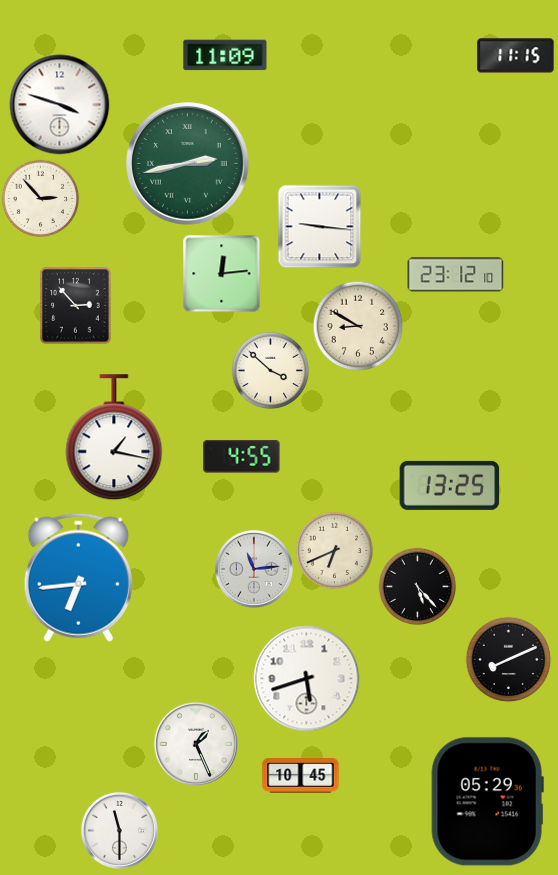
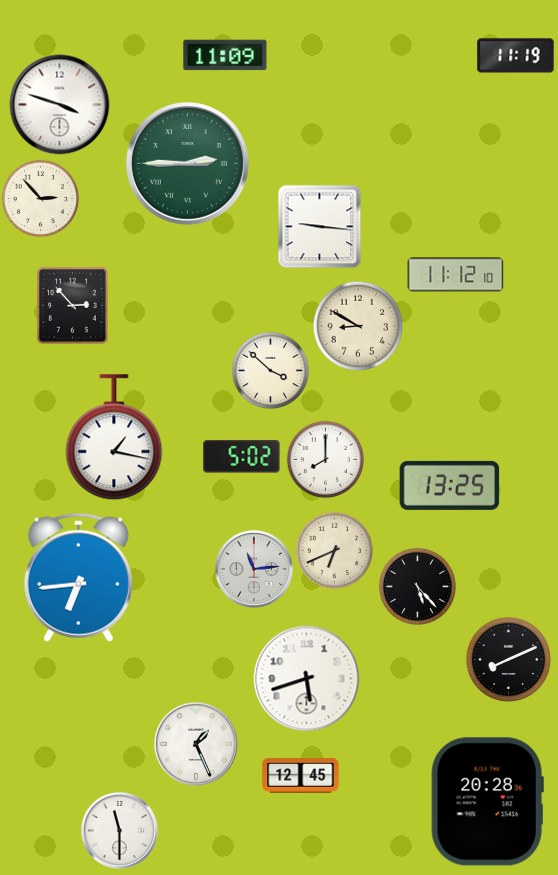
clock at (516, 56): 11:15 -> 11:19
clock at (188, 164): 2:43 -> 2:45
clock at (221, 273): 12:14 -> none
clock at (456, 275): 23:12 -> 11:12
clock at (76, 306) position: (76, 306) -> (73, 306)
clock at (242, 457): 4:55 -> 5:02
clock at (325, 459): none -> 8:00
clock at (301, 776): 10:45 -> 12:45
clock at (487, 802): 05:29 -> 20:28
